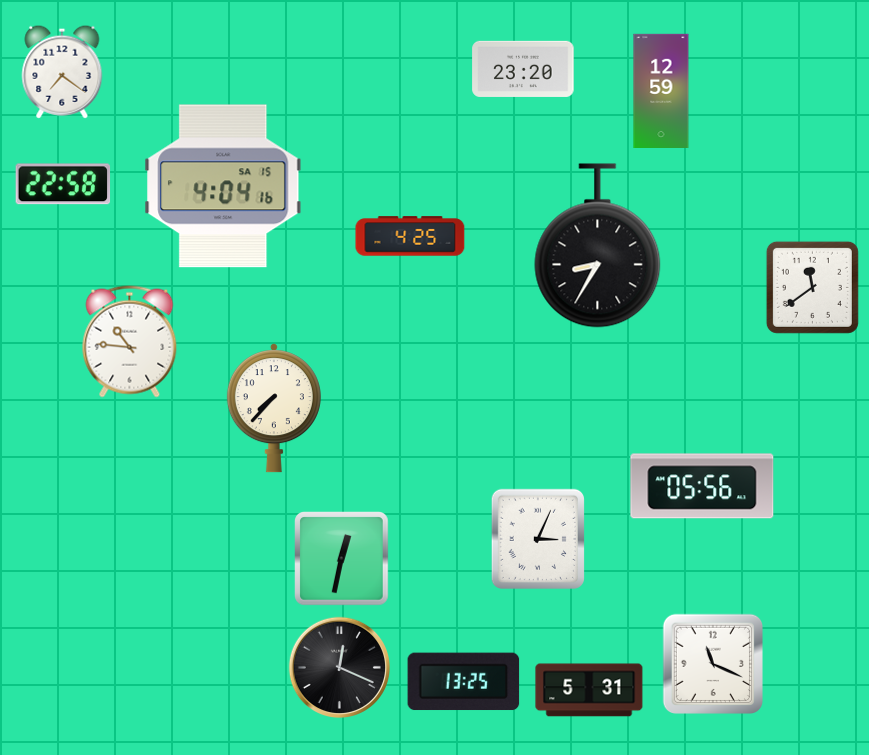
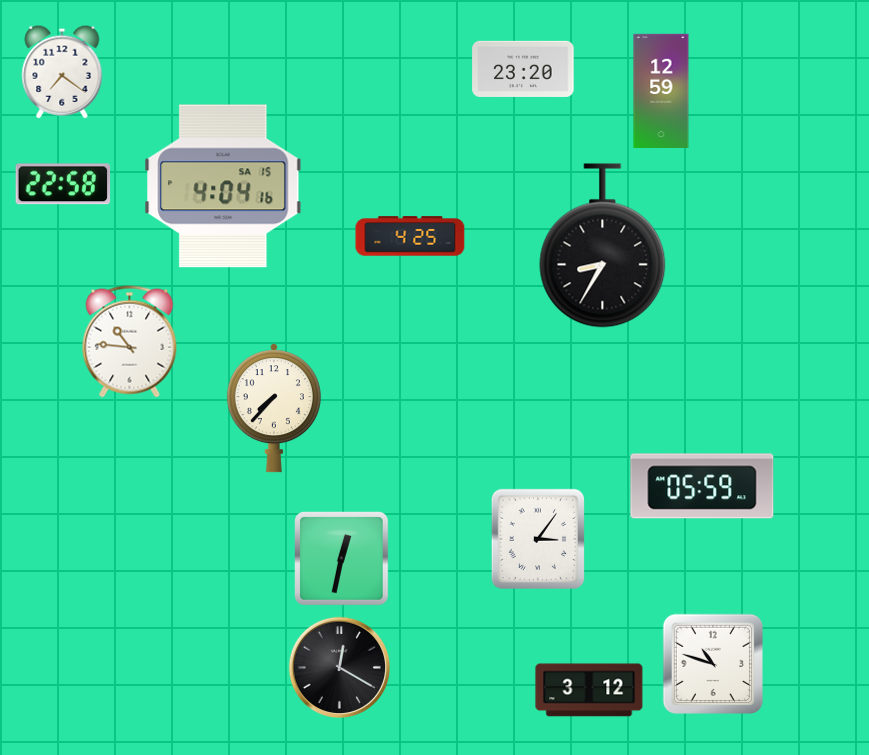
clock at (598, 246) position: (598, 246) -> (603, 246)
clock at (812, 287): 11:39 -> none
clock at (702, 486): 05:56 -> 05:59
clock at (538, 539): 3:04 -> 3:06
clock at (712, 663): 11:19 -> 10:48
clock at (339, 667): 12:19 -> 12:20
clock at (464, 682): 13:25 -> none
clock at (589, 690): 5:31 -> 3:12
